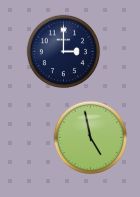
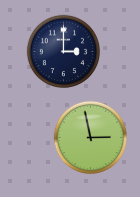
clock at (91, 138): 4:58 -> 2:58
